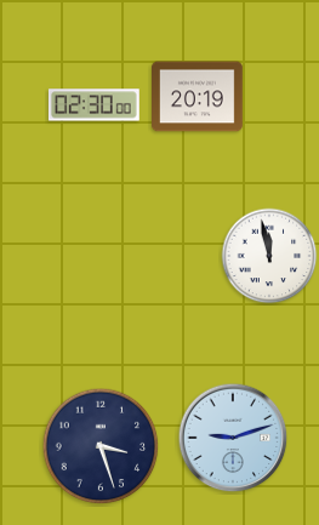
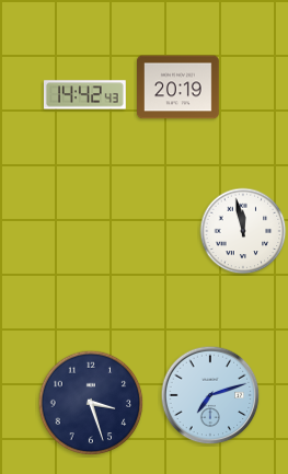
clock at (93, 105): 02:30 -> 14:42
clock at (233, 438): 9:12 -> 7:12
